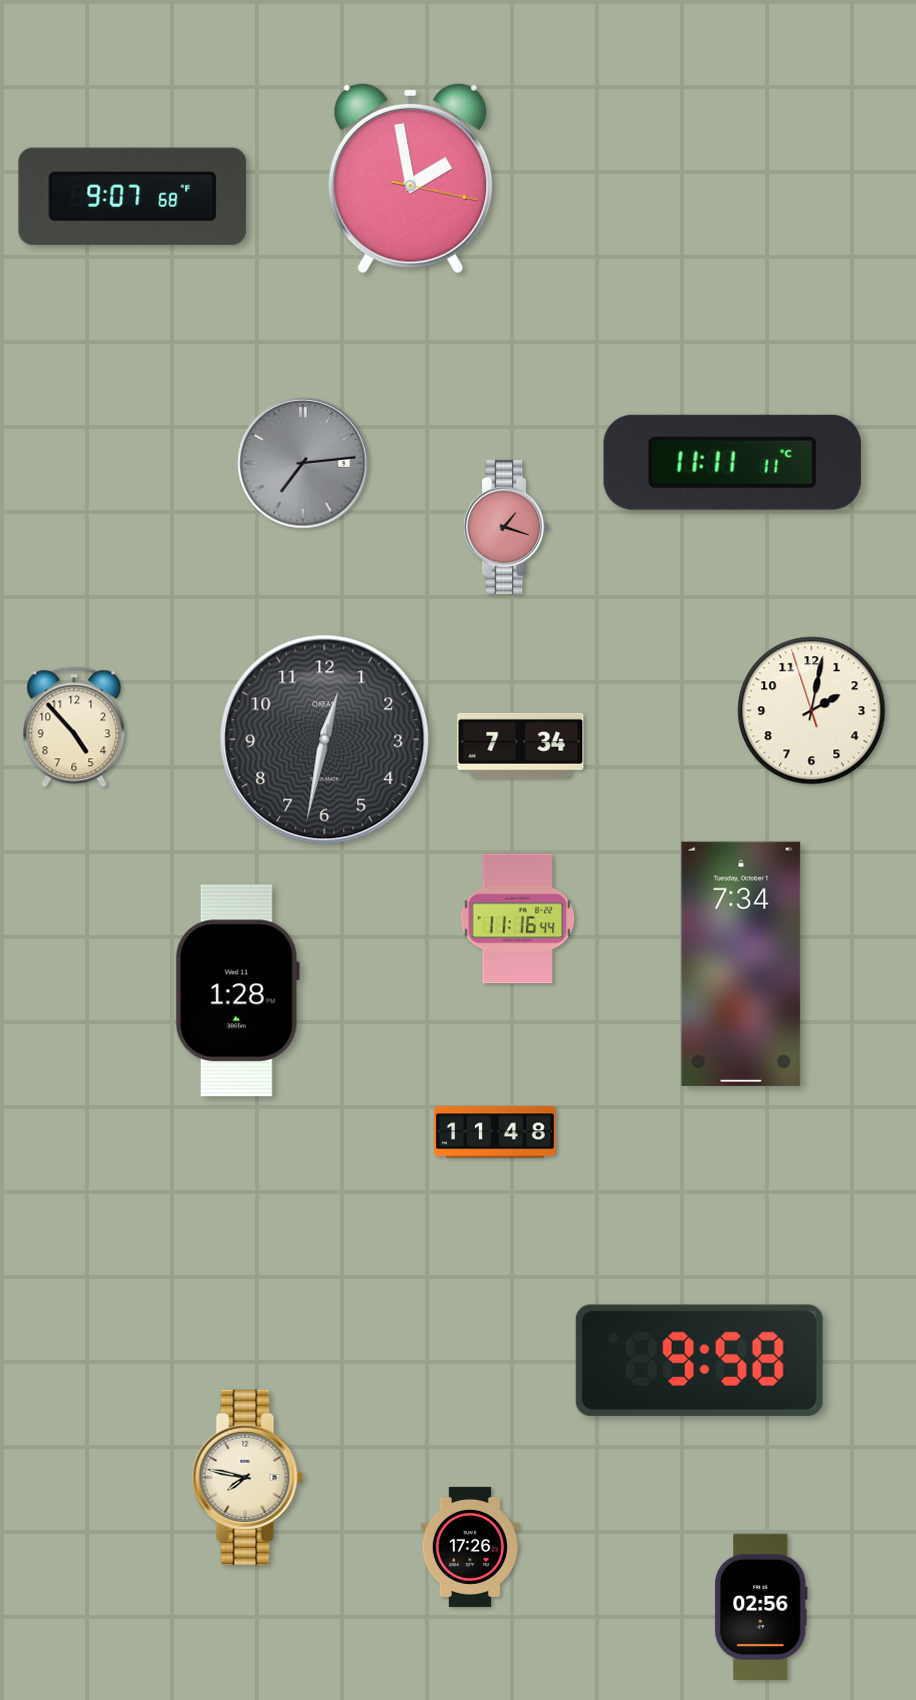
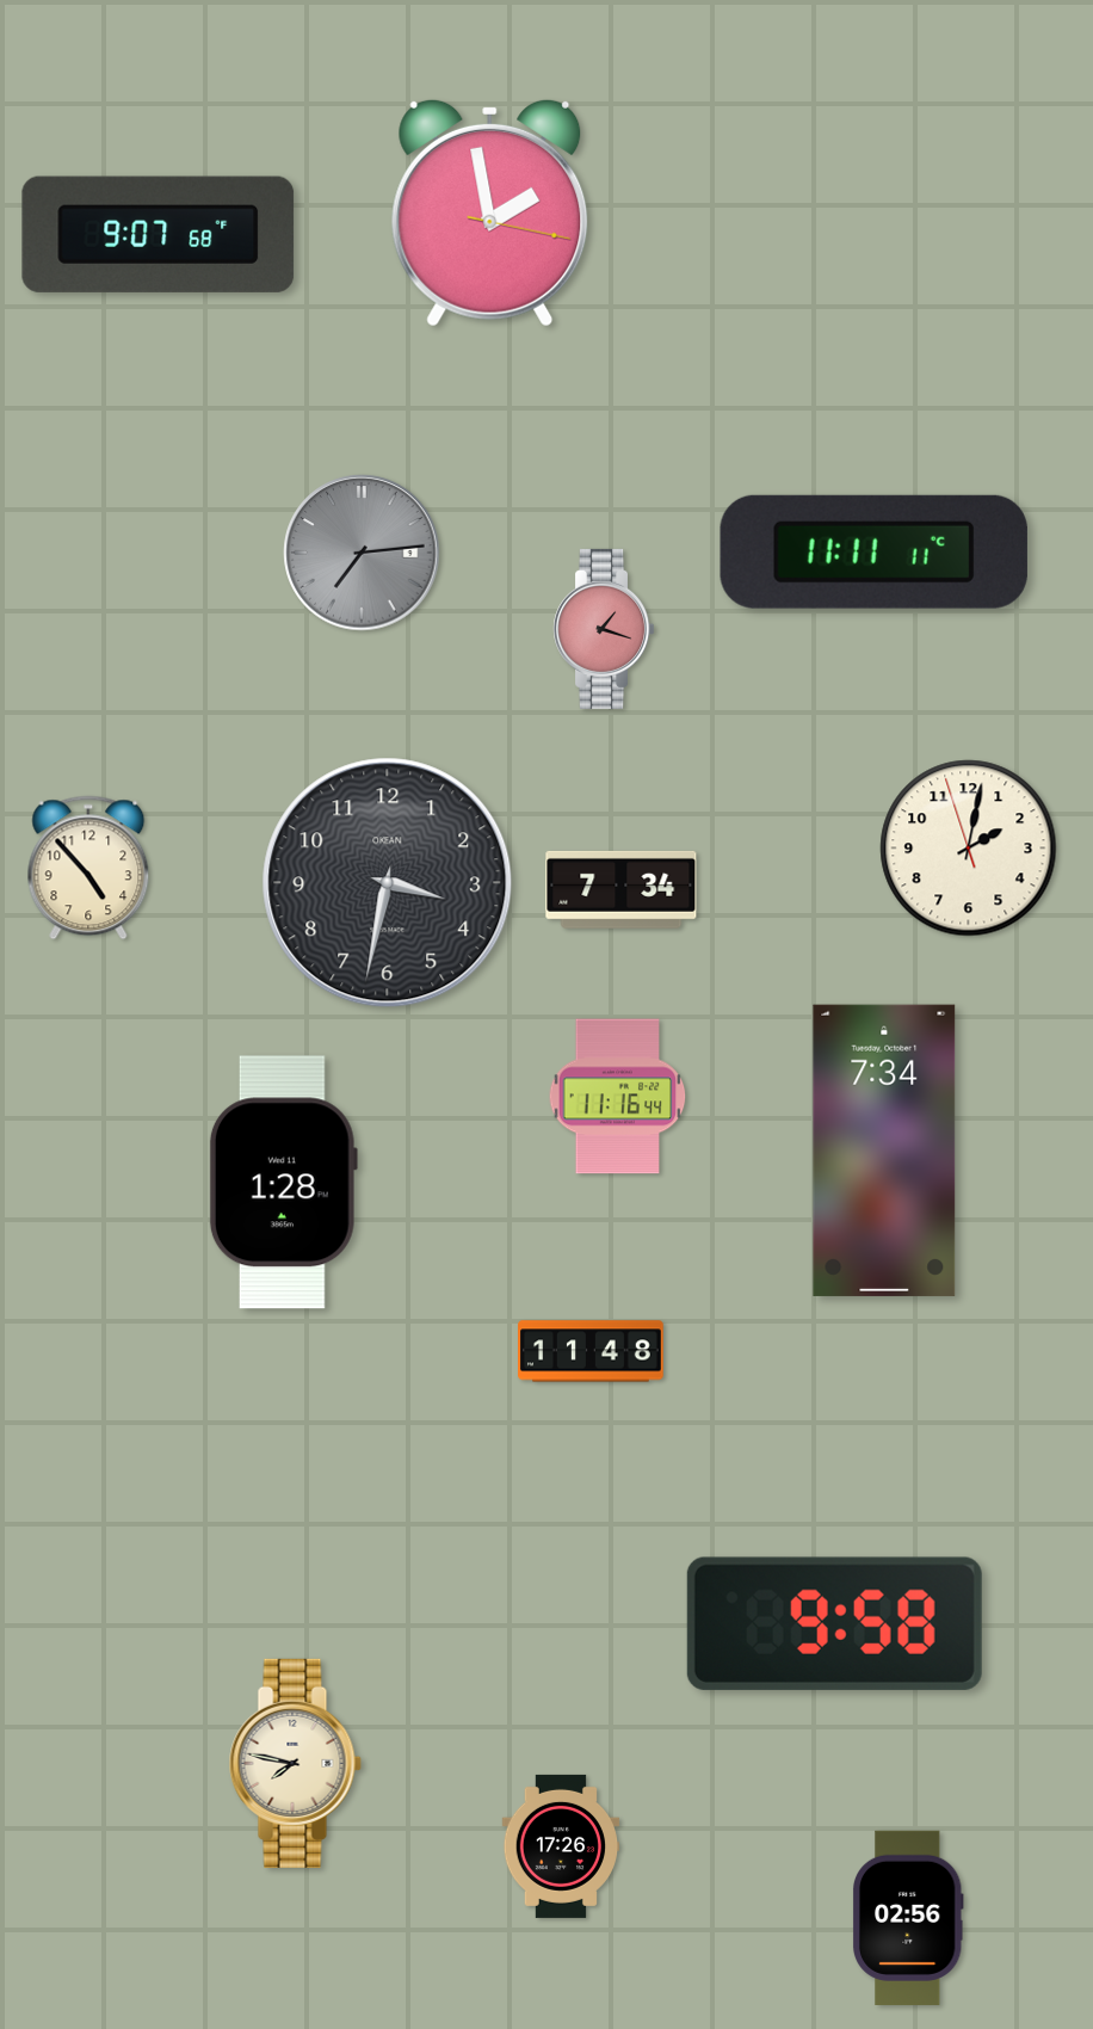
clock at (325, 740): 12:32 -> 3:32
